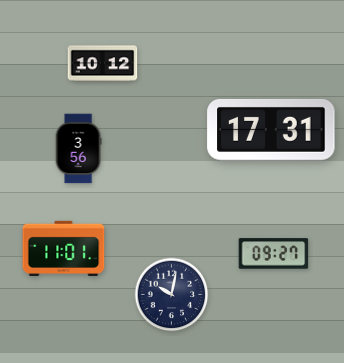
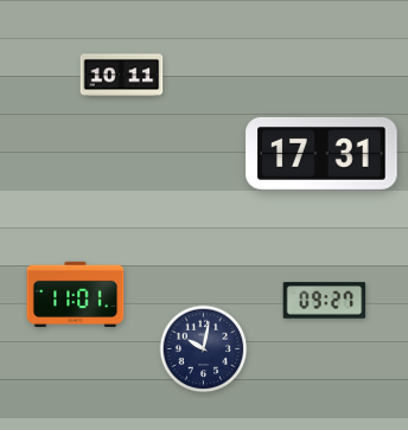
clock at (103, 64): 10:12 -> 10:11
clock at (78, 149): 3:56 -> none
